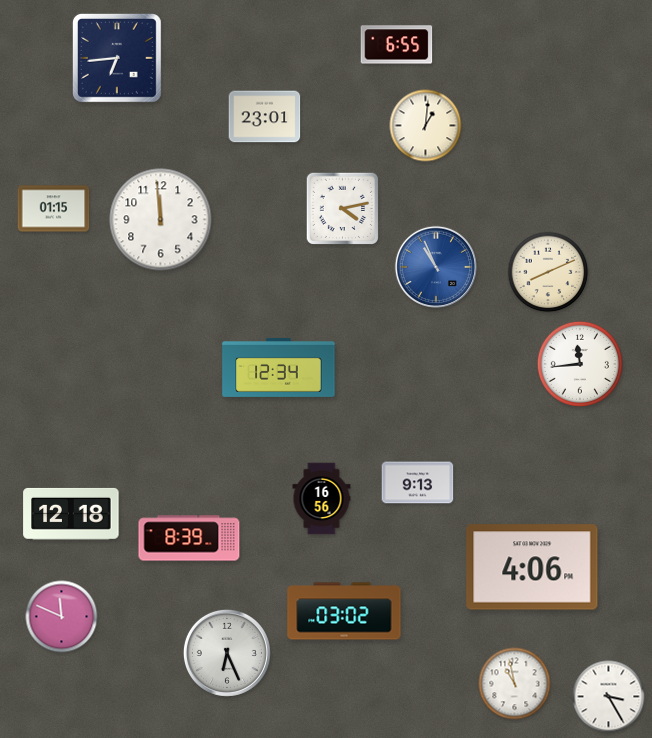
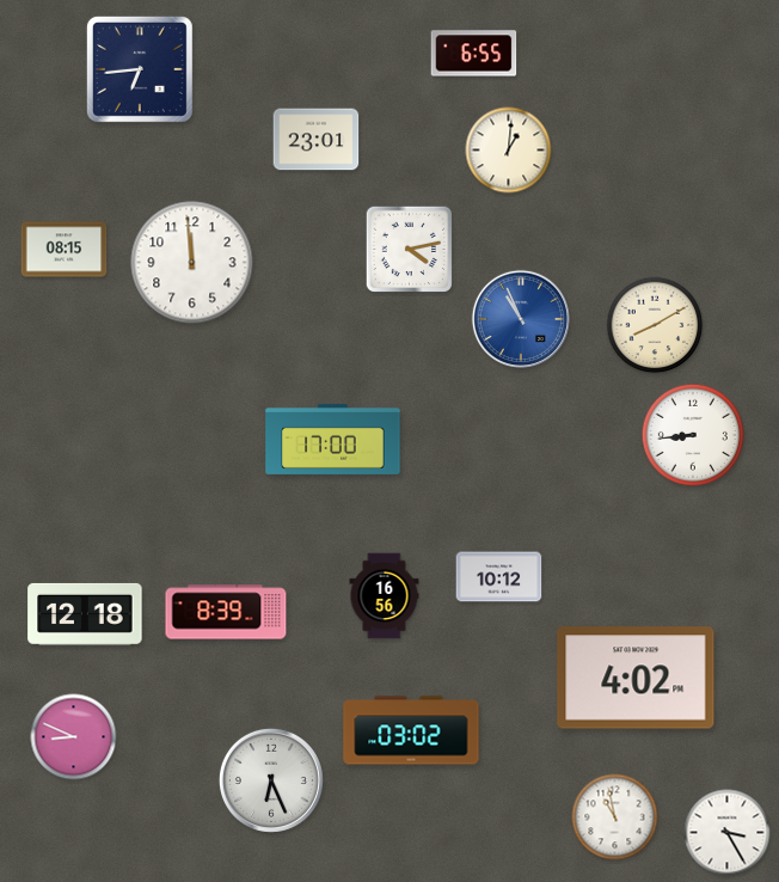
clock at (54, 209): 01:15 -> 08:15
clock at (548, 272): 8:11 -> 8:10
clock at (580, 364): 11:44 -> 8:44
clock at (279, 368): 12:34 -> 17:00
clock at (418, 483): 9:13 -> 10:12
clock at (189, 538) position: (189, 538) -> (226, 612)
clock at (532, 567): 4:06 -> 4:02
clock at (62, 617): 11:49 -> 8:49
